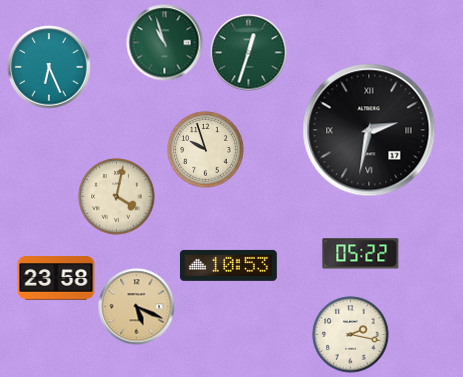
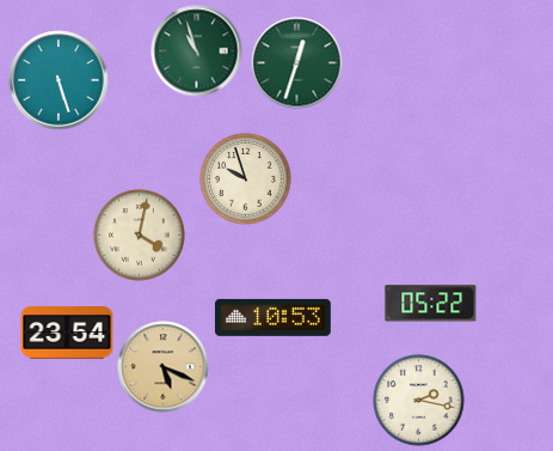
clock at (49, 67): 6:26 -> 5:27
clock at (369, 130): 2:32 -> none
clock at (56, 278): 23:58 -> 23:54
